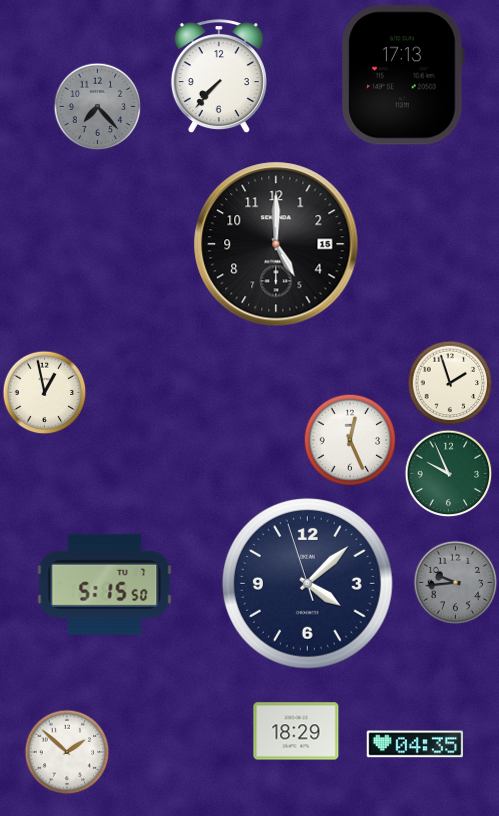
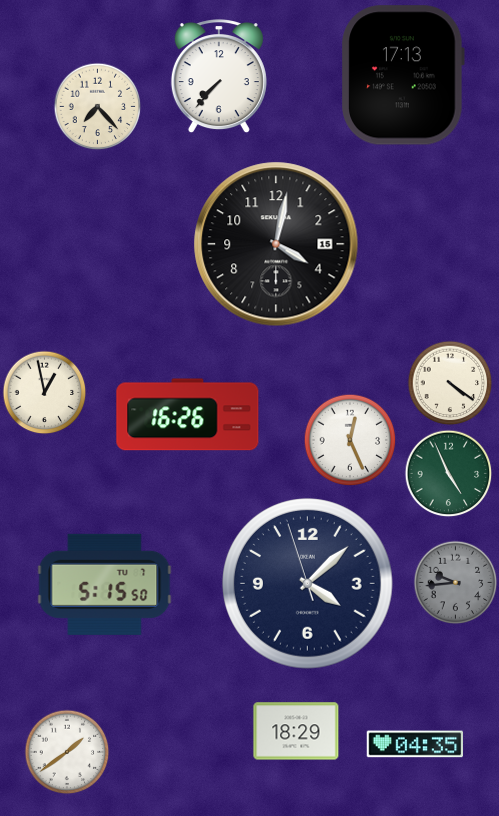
clock at (98, 107) dial: grey -> cream
clock at (276, 244): 5:00 -> 4:02
clock at (450, 383): 1:57 -> 4:21
clock at (188, 415): none -> 16:26
clock at (449, 474): 9:56 -> 4:56
clock at (67, 752): 1:52 -> 1:39
